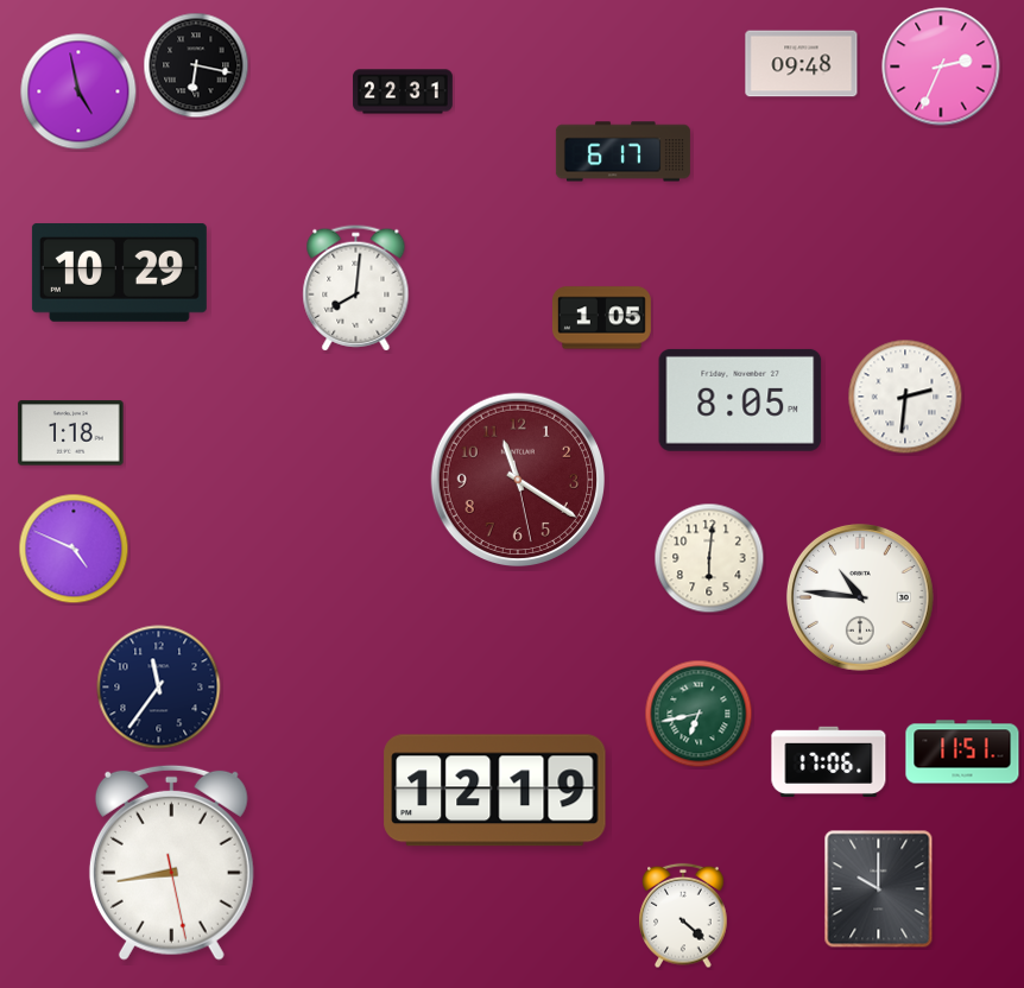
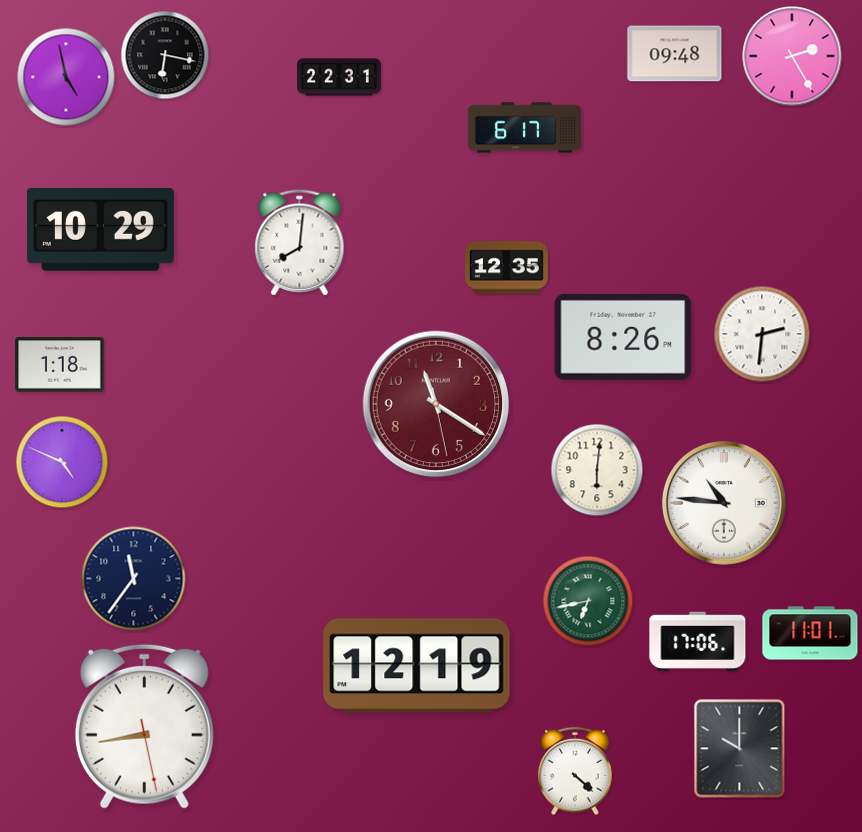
clock at (941, 66): 2:34 -> 2:25
clock at (601, 318): 1:05 -> 12:35
clock at (740, 400): 8:05 -> 8:26
clock at (962, 752): 11:51 -> 11:01
